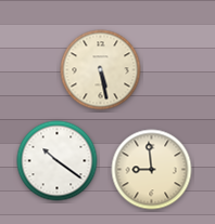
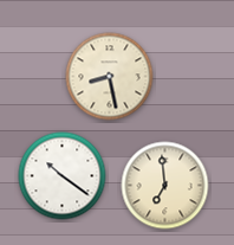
clock at (101, 70): 5:28 -> 8:28
clock at (152, 170): 8:59 -> 6:59
